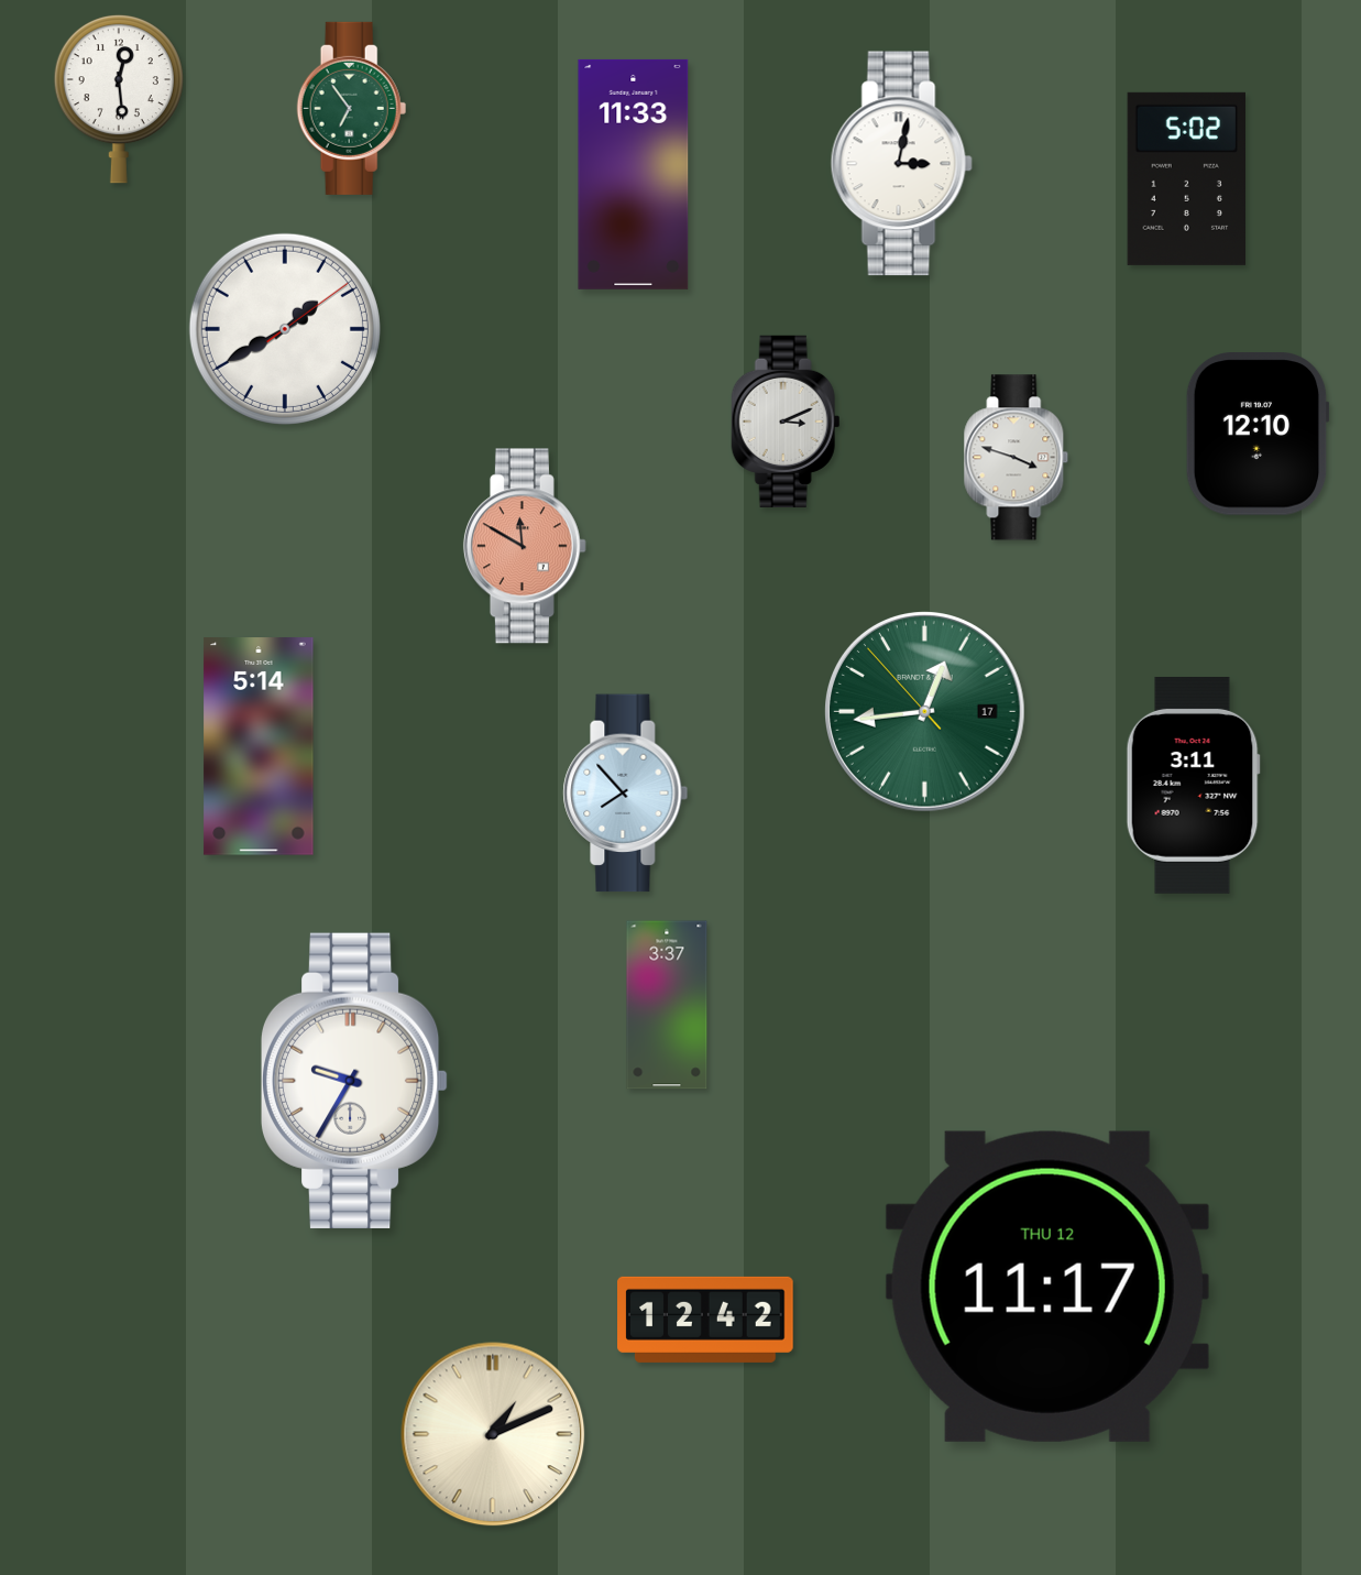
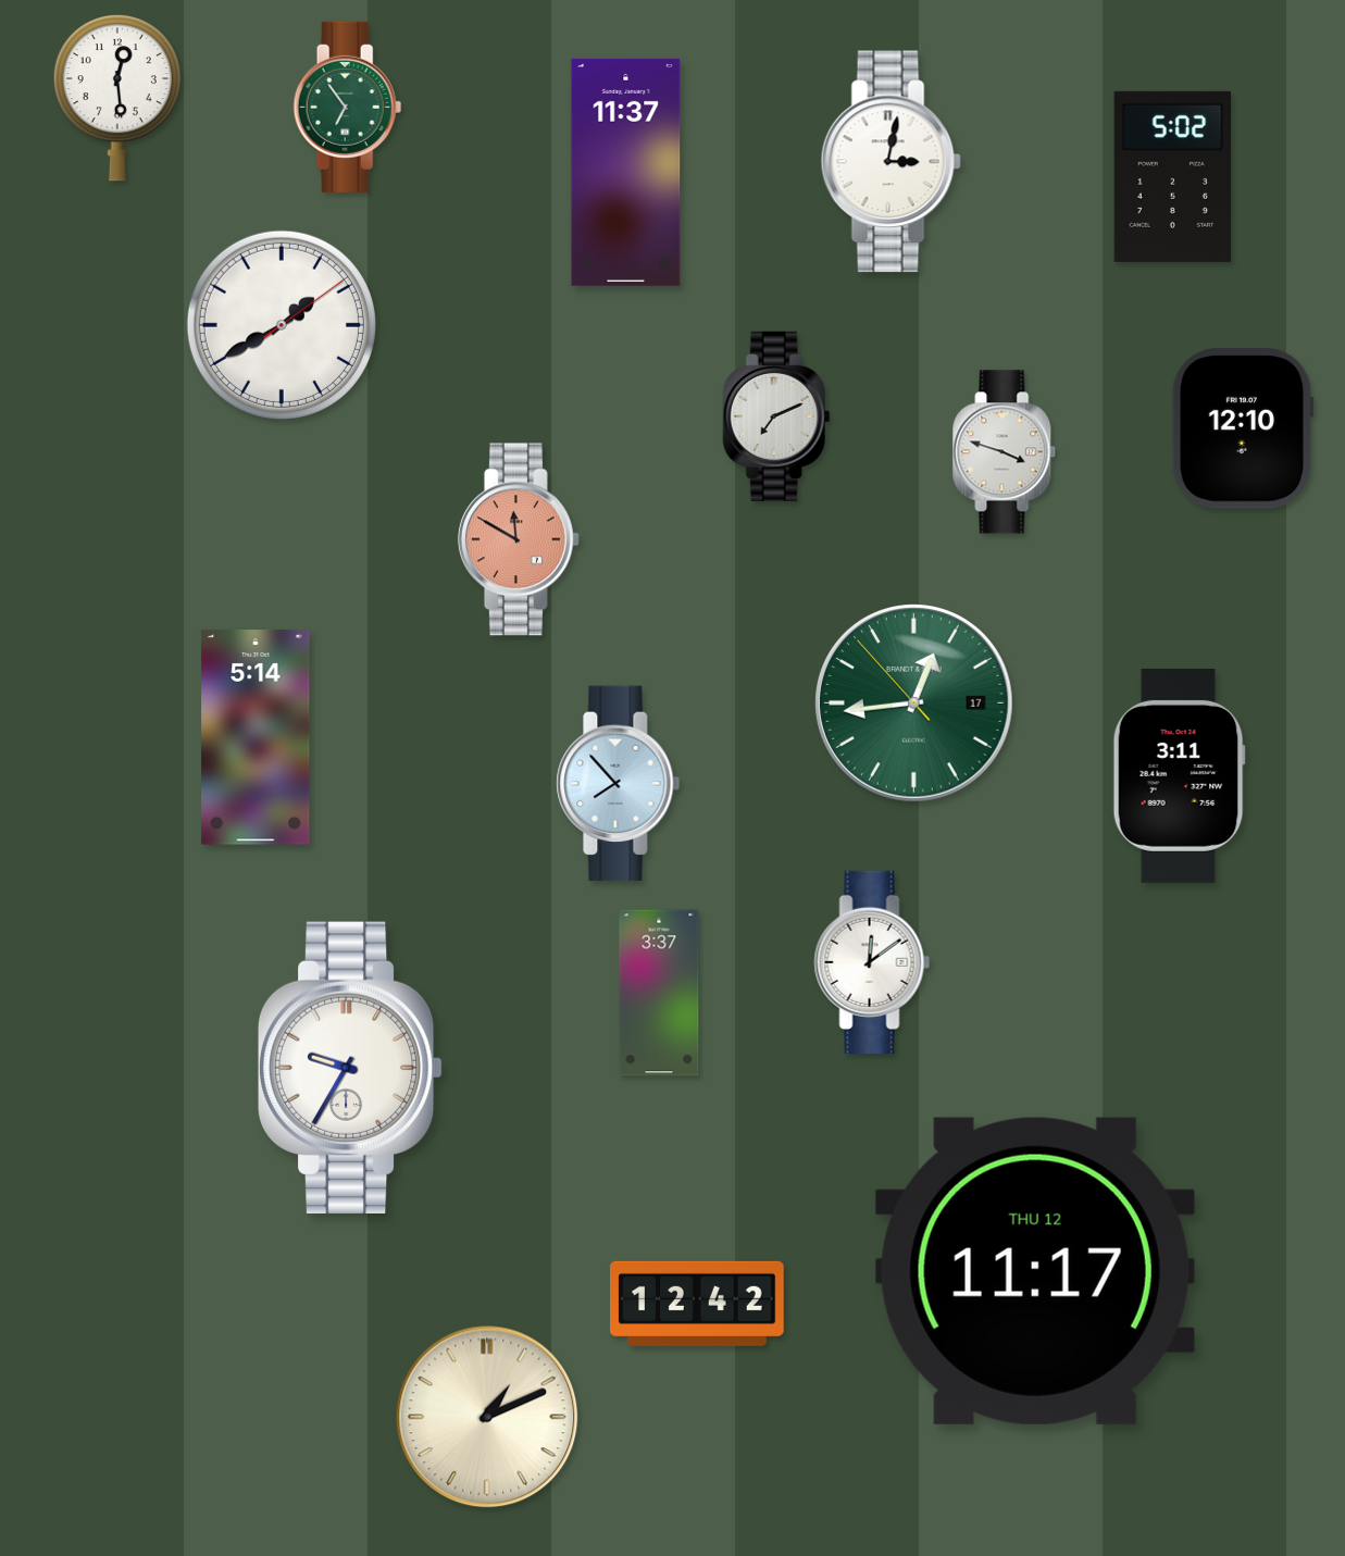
clock at (634, 174): 11:33 -> 11:37
clock at (786, 422): 3:11 -> 7:11
clock at (872, 962): none -> 12:09
